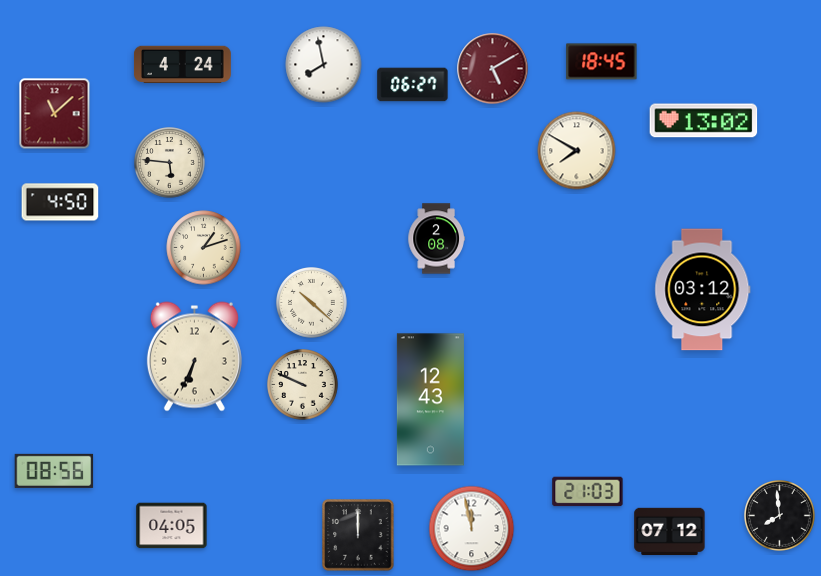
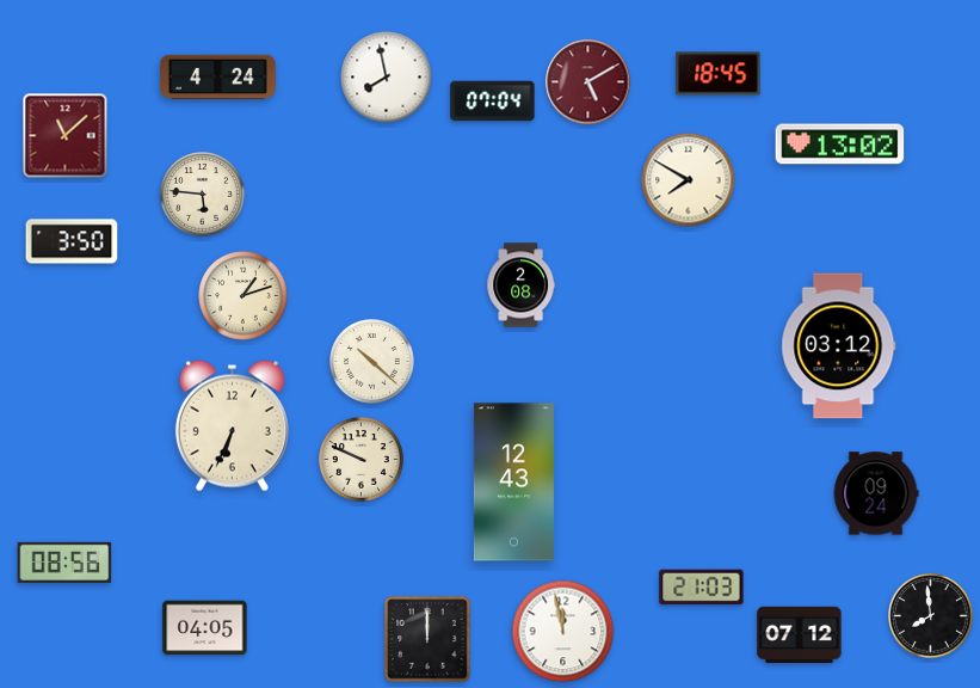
clock at (413, 85): 06:27 -> 07:04
clock at (60, 202): 4:50 -> 3:50
clock at (430, 400) position: (430, 400) -> (513, 483)
clock at (876, 493): none -> 09:24
